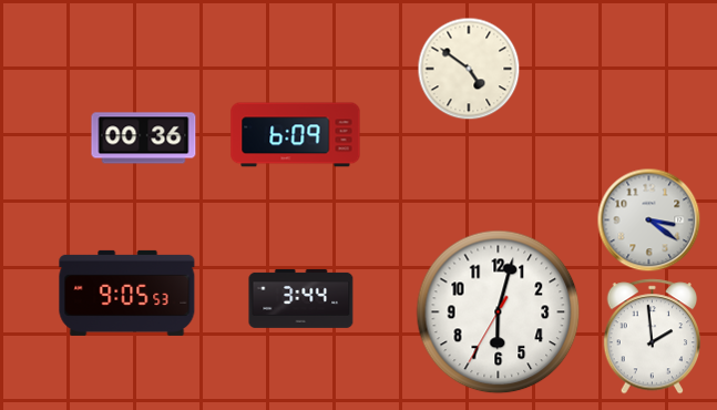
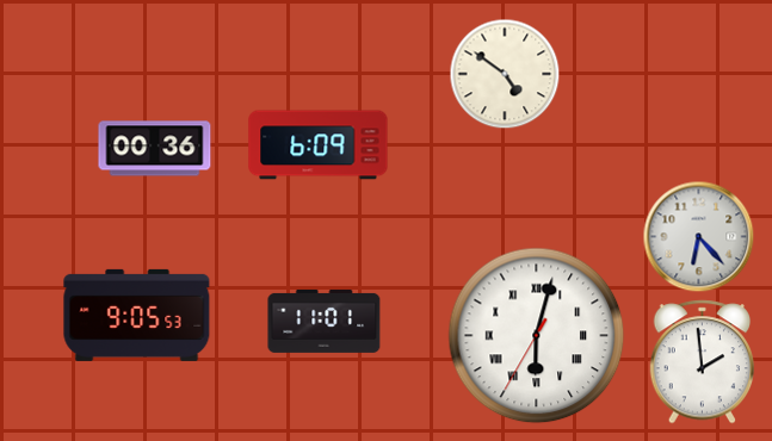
clock at (649, 221): 3:21 -> 6:23
clock at (301, 298): 3:44 -> 11:01
clock at (499, 312) numerals: Arabic -> Roman
